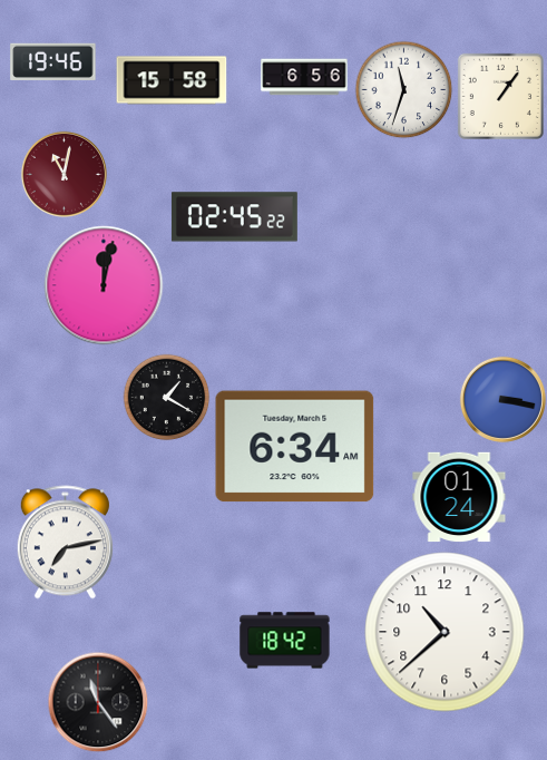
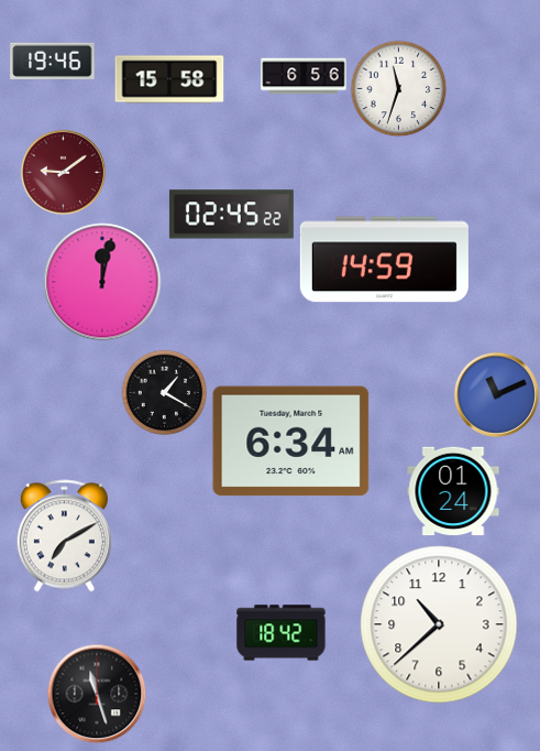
clock at (304, 77) position: (304, 77) -> (304, 76)
clock at (500, 96): 1:06 -> none
clock at (64, 174): 11:02 -> 9:09
clock at (384, 260): none -> 14:59
clock at (502, 399): 3:17 -> 11:11
clock at (65, 543): 7:13 -> 7:10
clock at (98, 702): 11:24 -> 11:27
